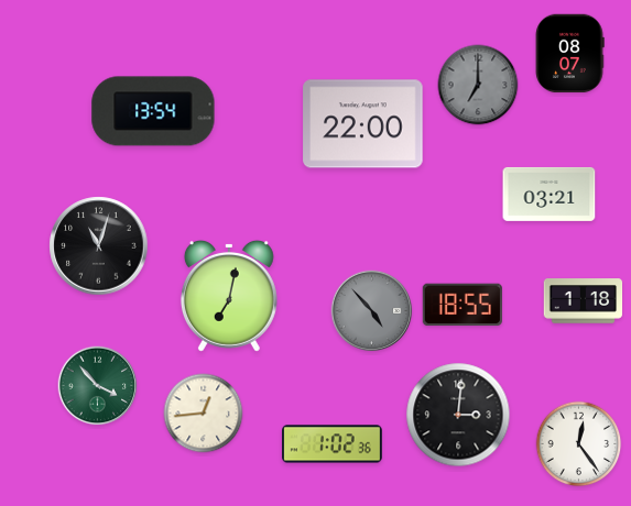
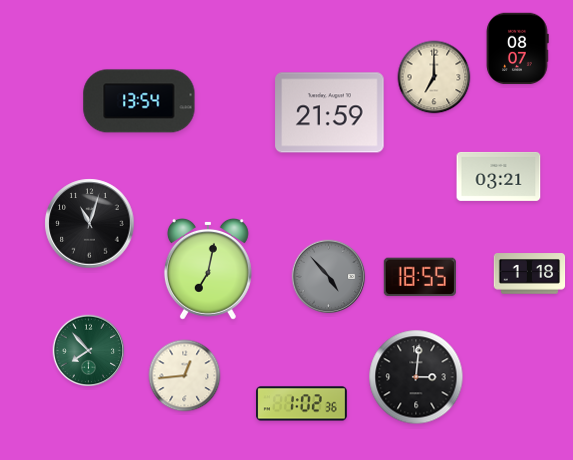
clock at (478, 85) dial: grey -> cream
clock at (363, 124): 22:00 -> 21:59
clock at (372, 311) position: (372, 311) -> (329, 277)
clock at (98, 386): 3:53 -> 7:53
clock at (579, 444): 12:24 -> none
